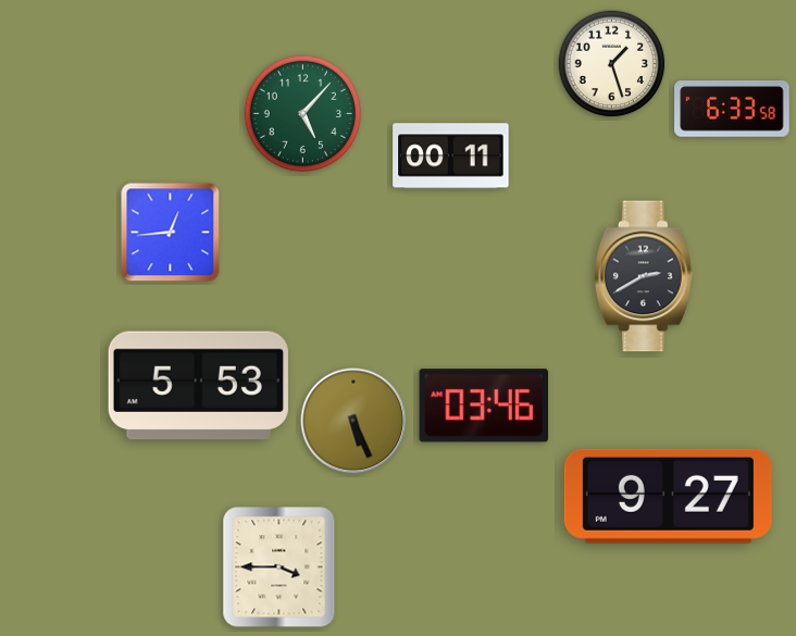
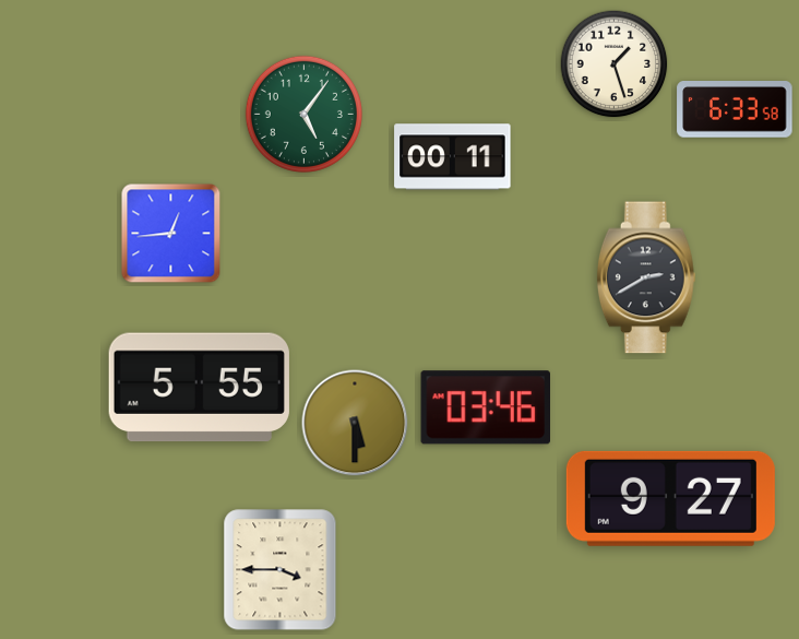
clock at (302, 113): 5:07 -> 5:06
clock at (198, 386): 5:53 -> 5:55
clock at (353, 421): 5:26 -> 5:30
